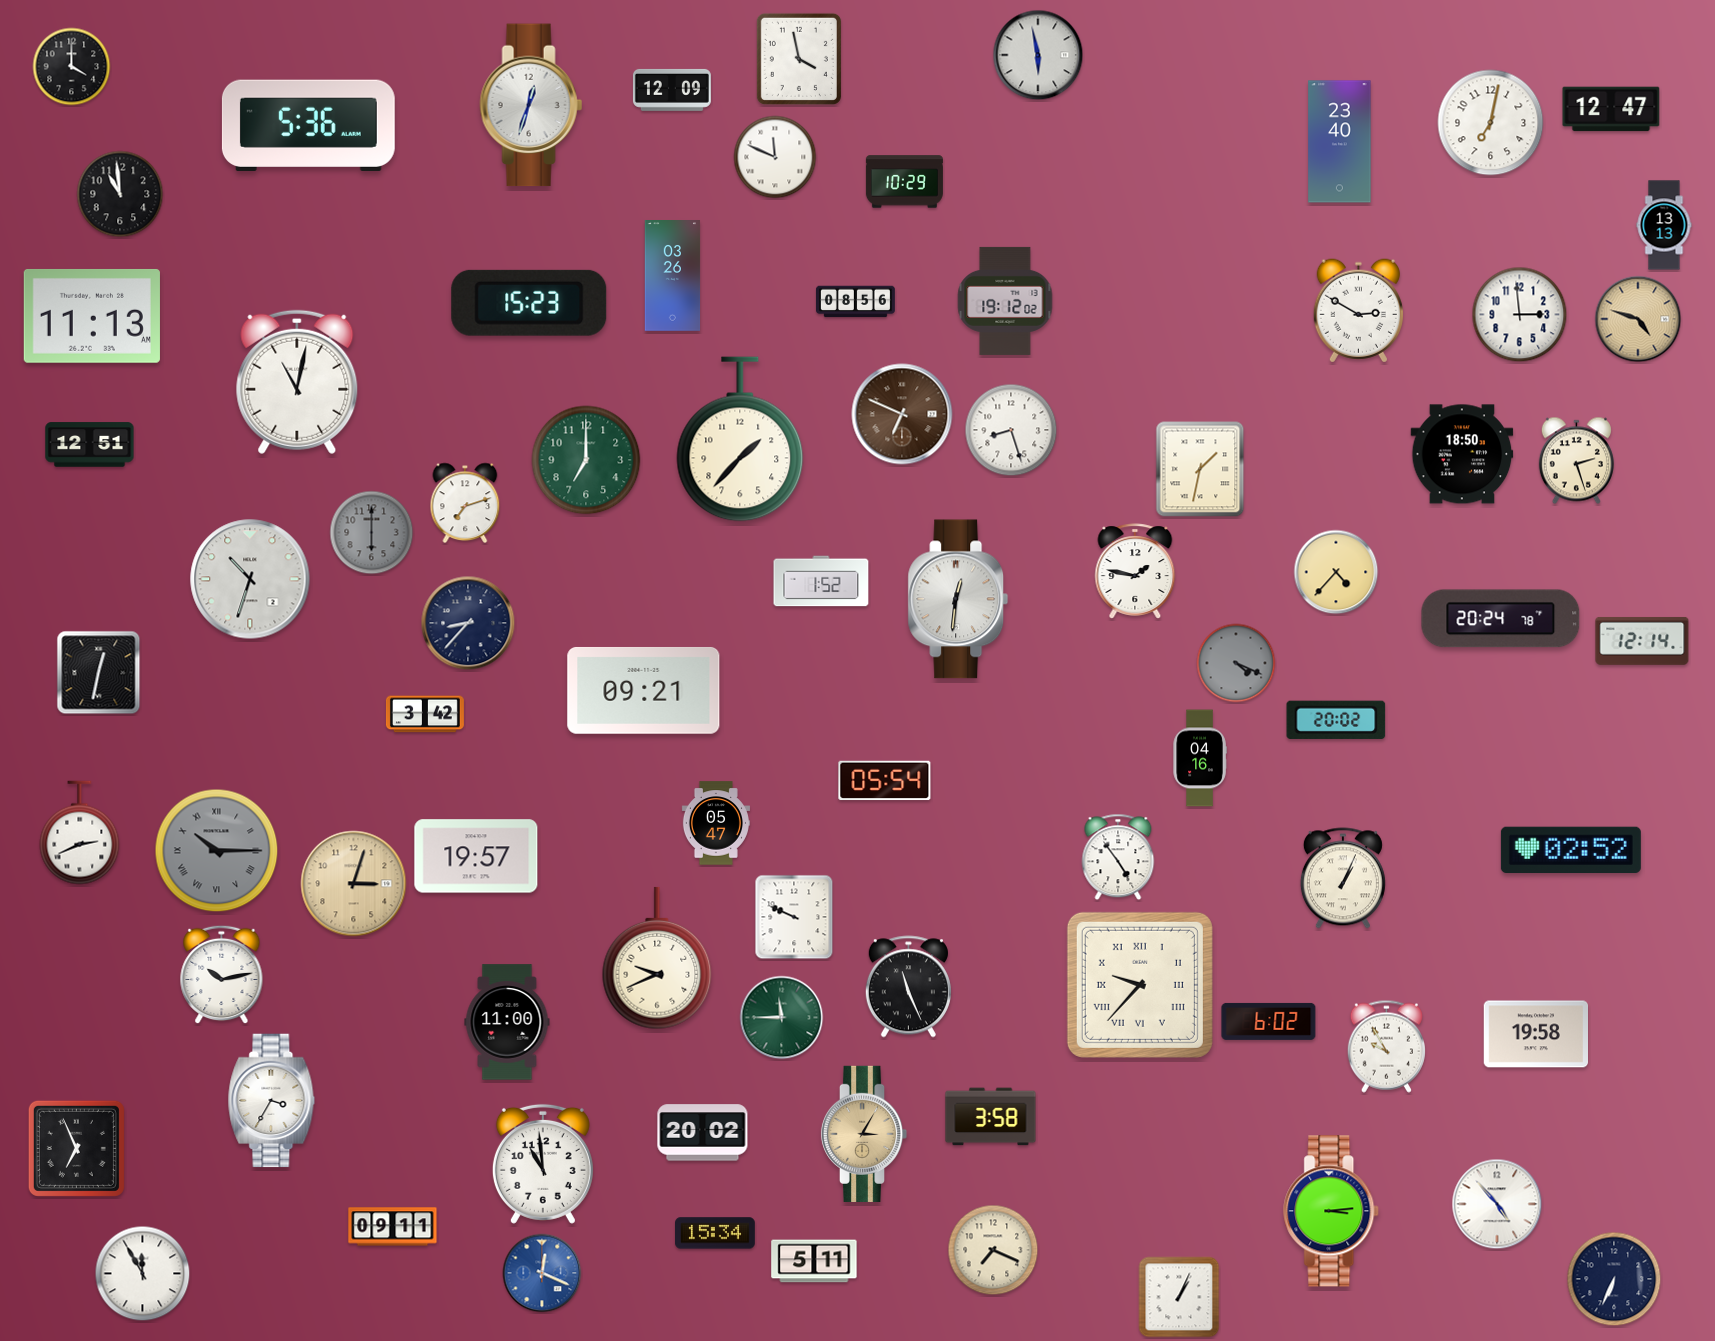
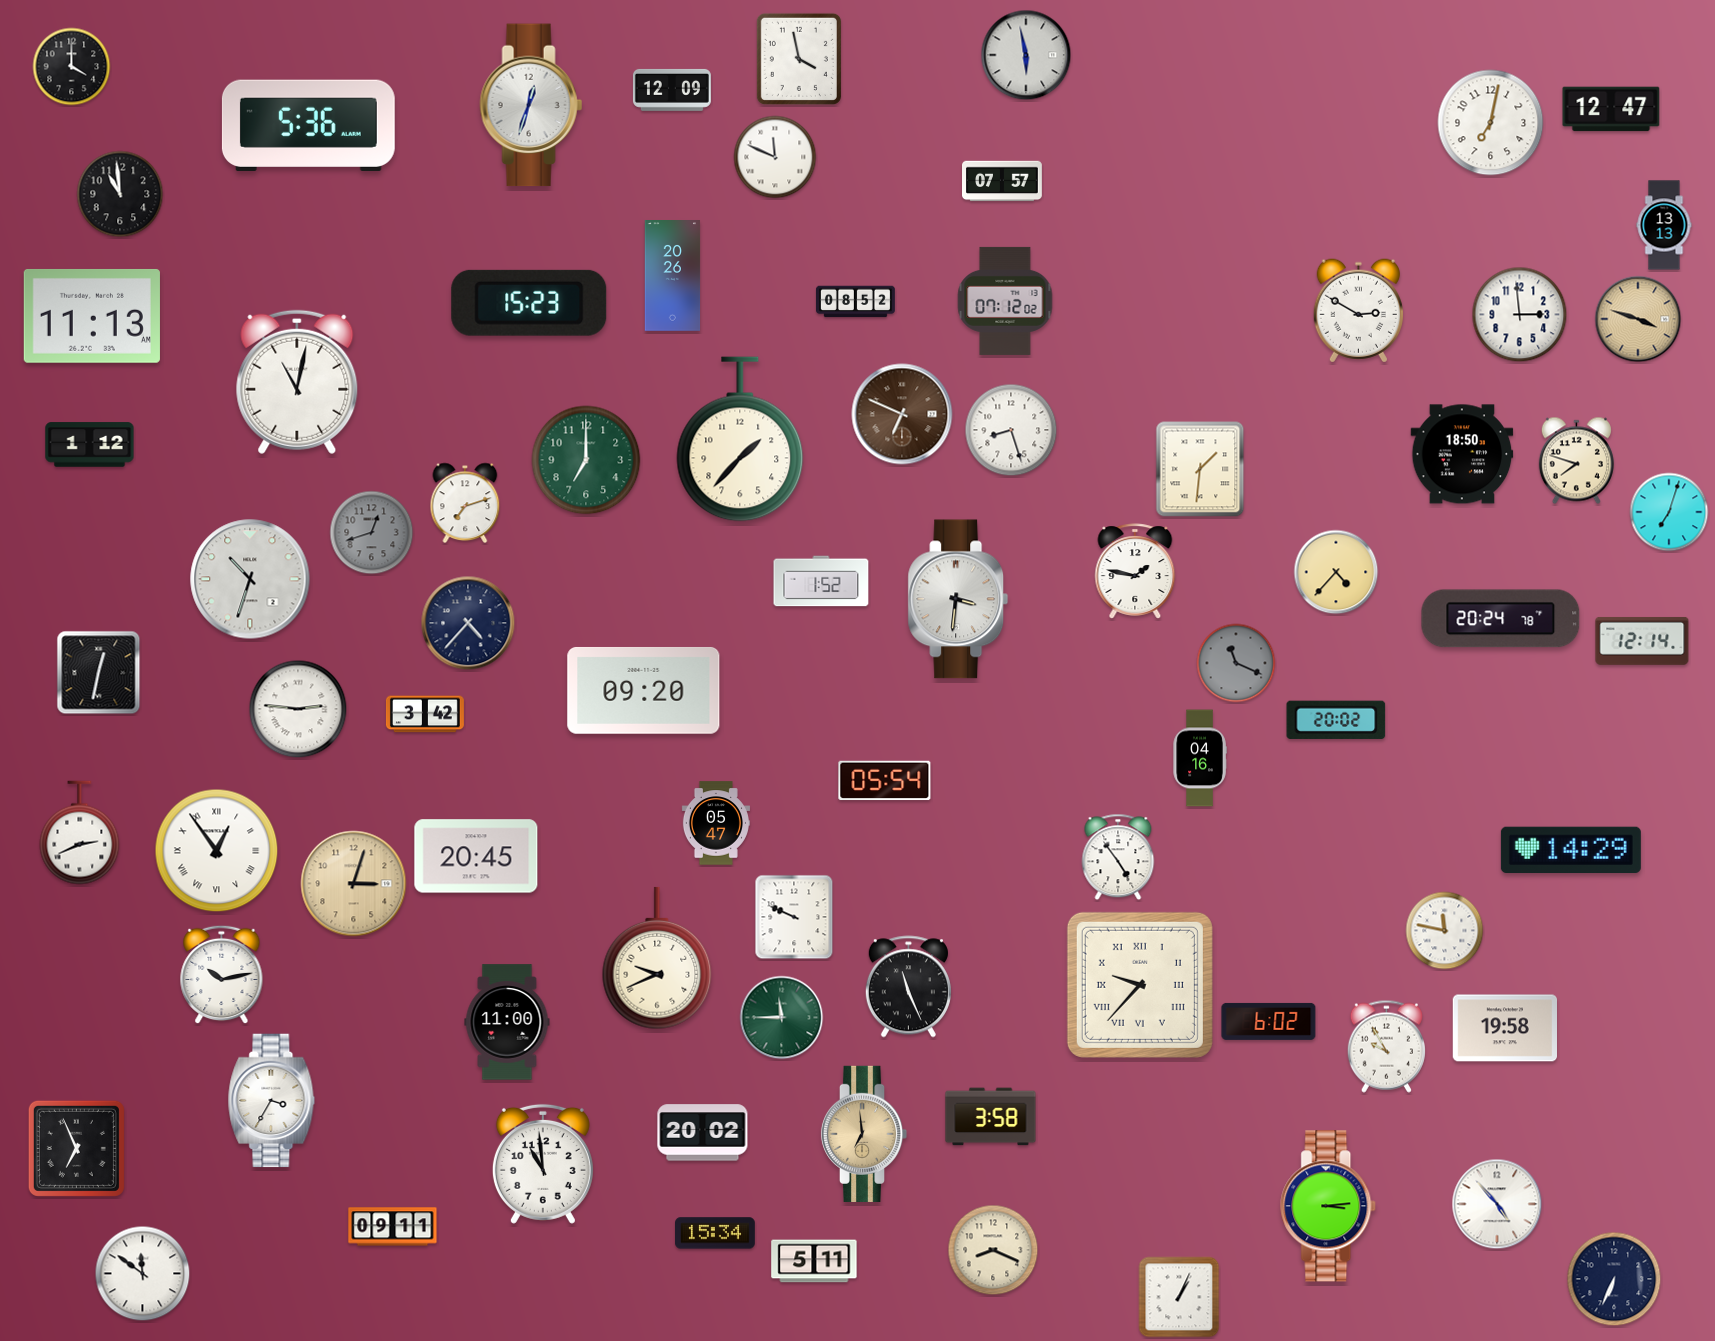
clock at (1038, 55) position: (1038, 55) -> (1026, 55)
clock at (1340, 142): 23:40 -> none
clock at (1002, 181): none -> 07:57
clock at (904, 182): 10:29 -> none
clock at (673, 276): 03:26 -> 20:26
clock at (1005, 301): 19:12 -> 07:12
clock at (855, 302): 08:56 -> 08:52
clock at (1638, 319): 4:48 -> 3:48
clock at (90, 445): 12:51 -> 1:12
clock at (1576, 461): 2:27 -> 7:48
clock at (1200, 469): 1:32 -> 1:31
clock at (1669, 512): none -> 7:03
clock at (372, 533): 6:00 -> 12:42
clock at (958, 599): 12:31 -> 3:31
clock at (468, 623): 8:37 -> 4:37
clock at (1236, 663): 4:19 -> 11:19
clock at (644, 690): 09:21 -> 09:20
clock at (298, 709): none -> 2:46
clock at (1571, 850): 02:52 -> 14:29
clock at (217, 851): 10:15 -> 12:54
clock at (217, 851) dial: grey -> white
clock at (476, 856): 19:57 -> 20:45
clock at (1343, 878): 1:04 -> none
clock at (1445, 931): none -> 11:47
clock at (1535, 1034) position: (1535, 1034) -> (1504, 1028)
clock at (864, 1134): 3:05 -> 6:59
clock at (1332, 1211) position: (1332, 1211) -> (1329, 1206)
clock at (993, 1250): 7:19 -> 8:19
clock at (542, 1273): 12:19 -> none
clock at (143, 1274): 11:55 -> 11:51
